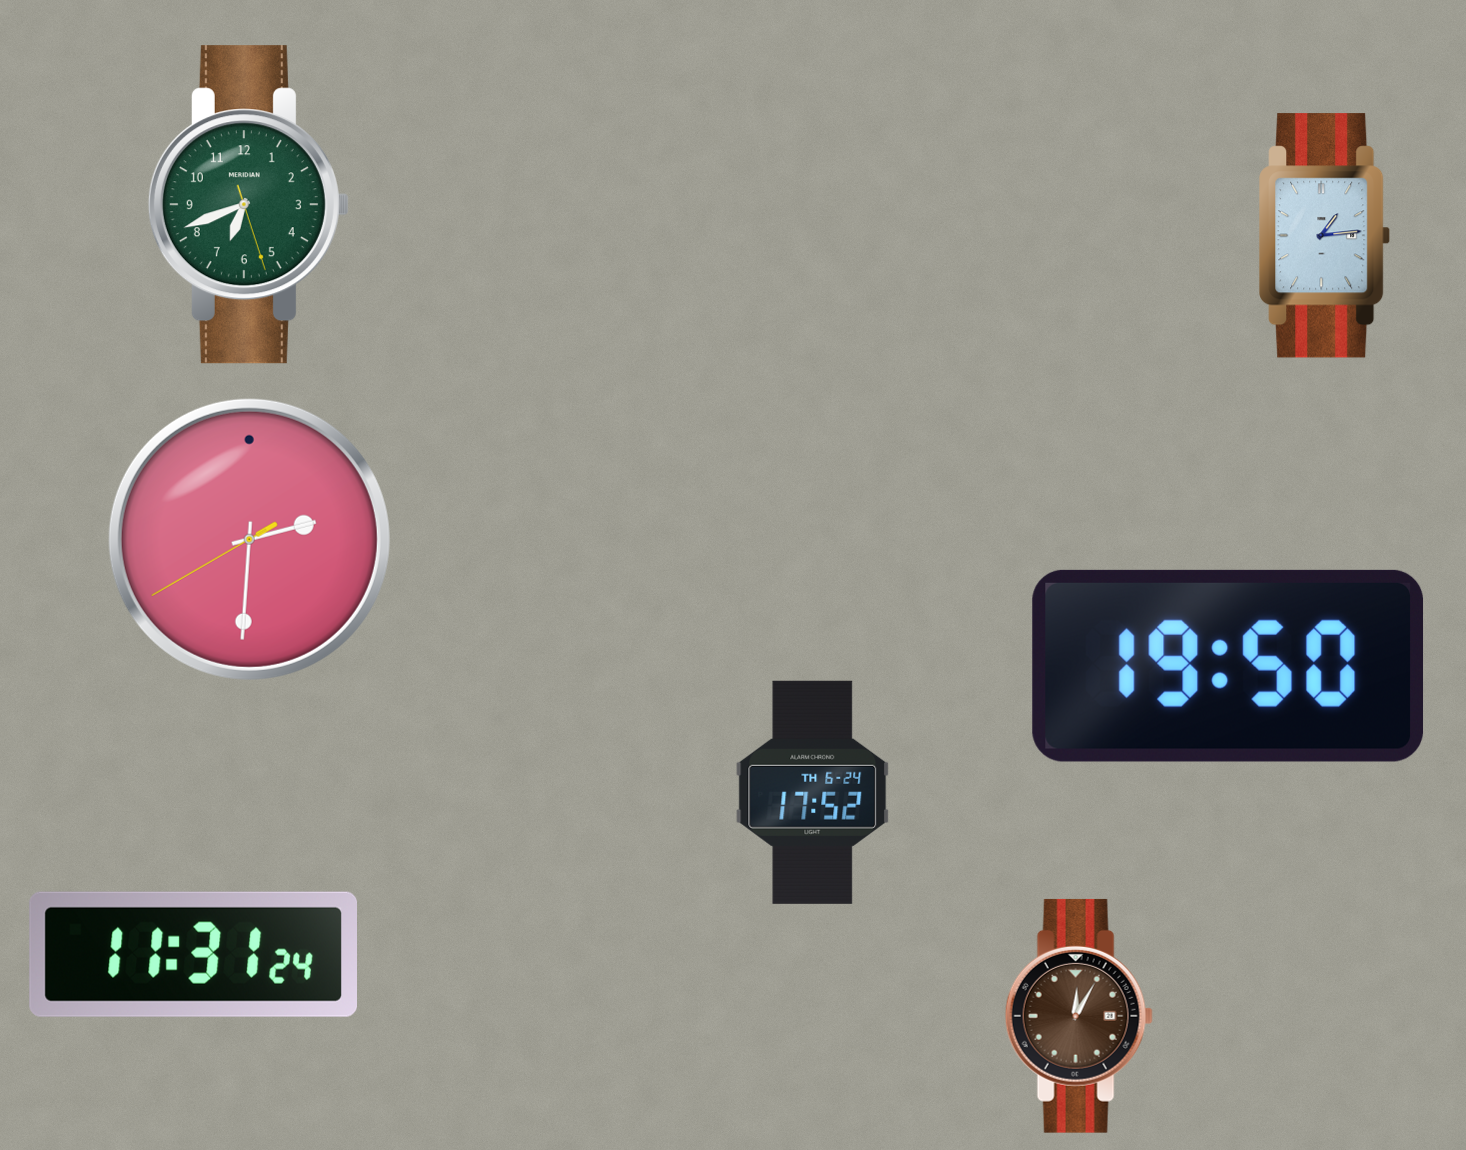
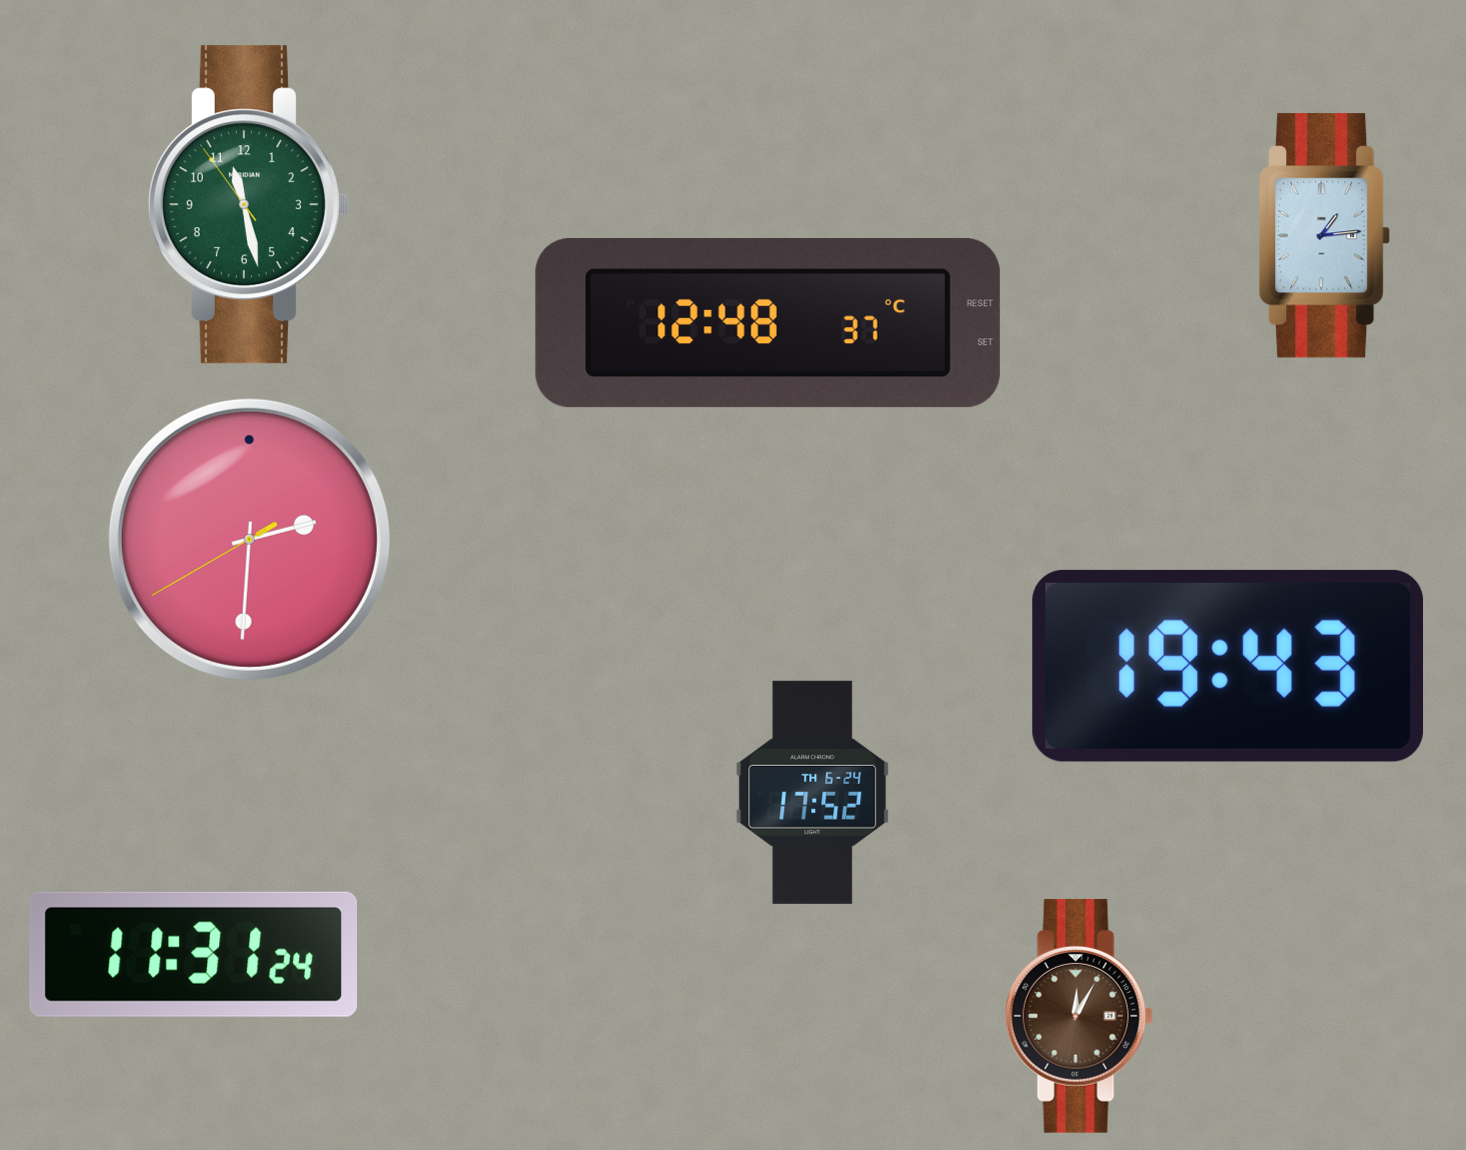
clock at (248, 205): 6:41 -> 11:27
clock at (768, 323): none -> 12:48
clock at (1228, 666): 19:50 -> 19:43
